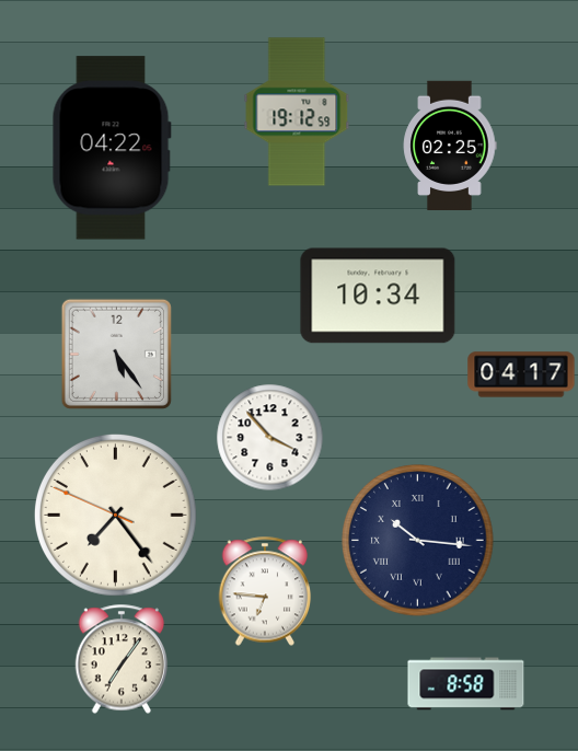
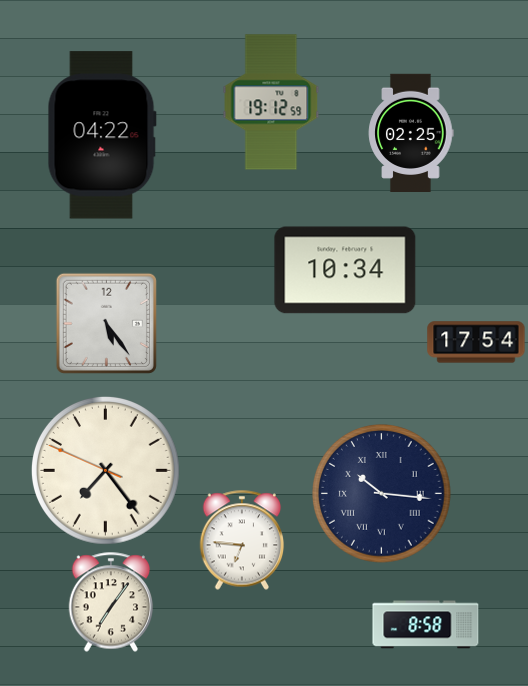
clock at (521, 374): 04:17 -> 17:54
clock at (270, 438): 3:53 -> none
